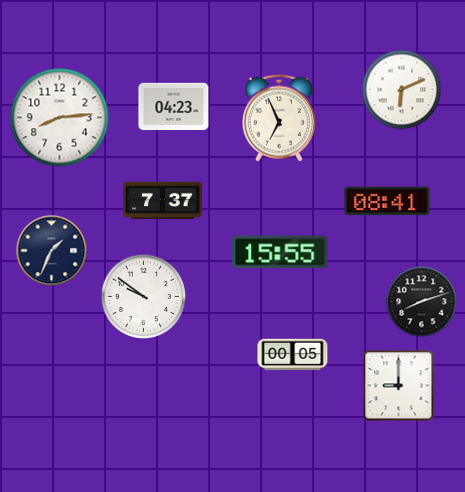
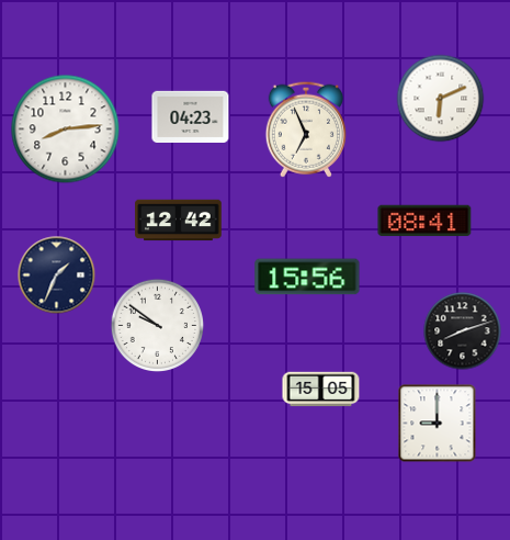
clock at (163, 201): 7:37 -> 12:42
clock at (280, 252): 15:55 -> 15:56
clock at (293, 355): 00:05 -> 15:05
